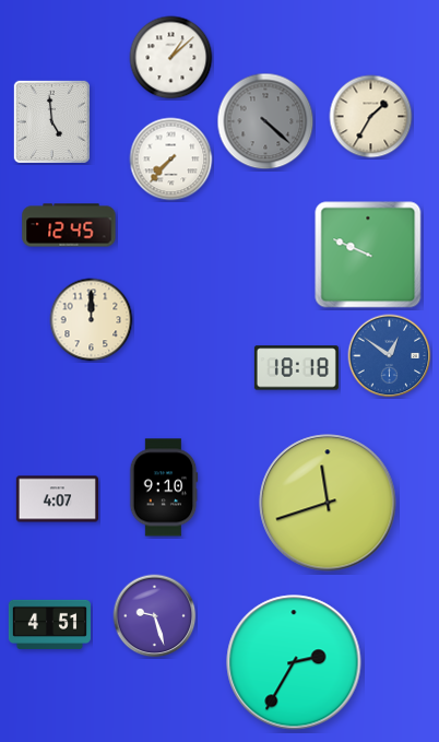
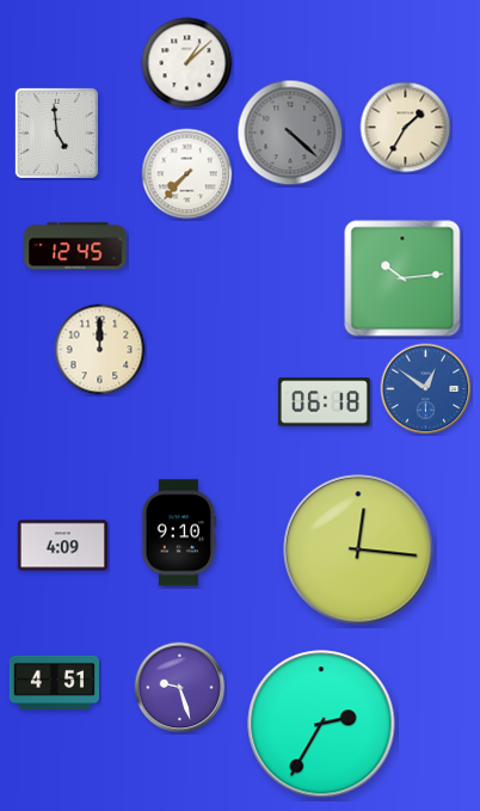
clock at (368, 255): 9:49 -> 10:14
clock at (296, 368): 18:18 -> 06:18
clock at (57, 499): 4:07 -> 4:09
clock at (328, 503): 11:42 -> 12:16
clock at (155, 616) position: (155, 616) -> (180, 688)
